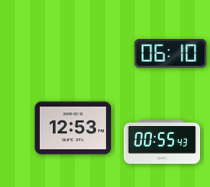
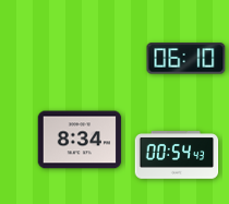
clock at (73, 128): 12:53 -> 8:34
clock at (162, 142): 00:55 -> 00:54
